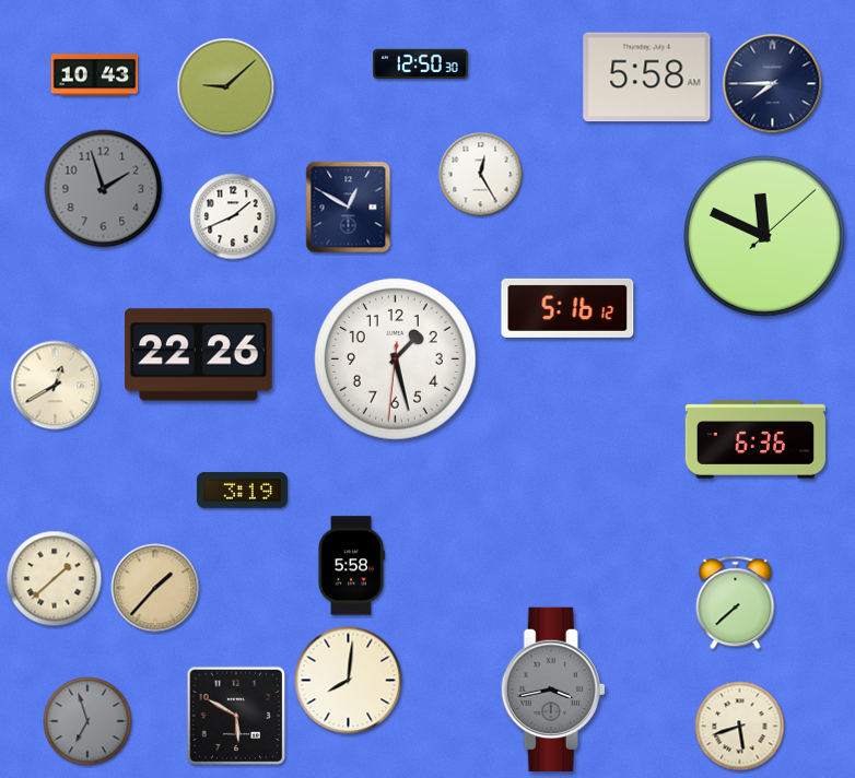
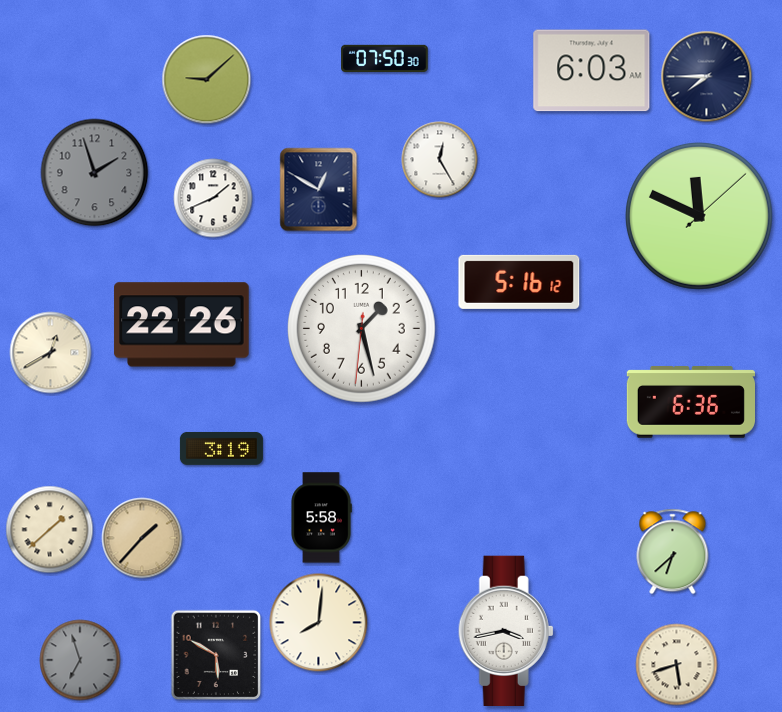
clock at (421, 64): 12:50 -> 07:50
clock at (95, 75): 10:43 -> none
clock at (647, 78): 5:58 -> 6:03
clock at (736, 603): 7:38 -> 6:38
clock at (553, 688) dial: grey -> white
